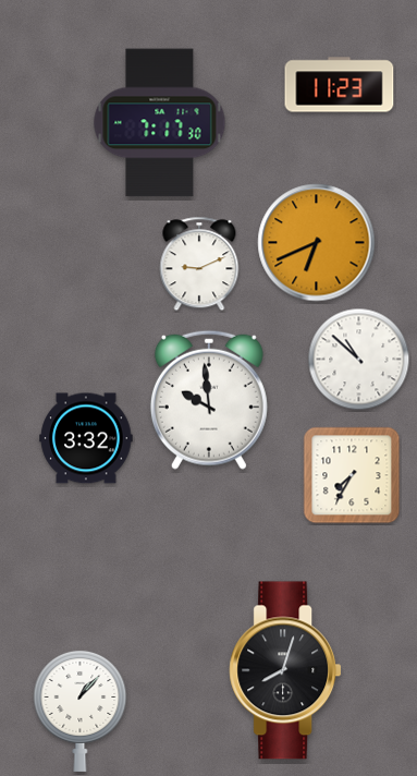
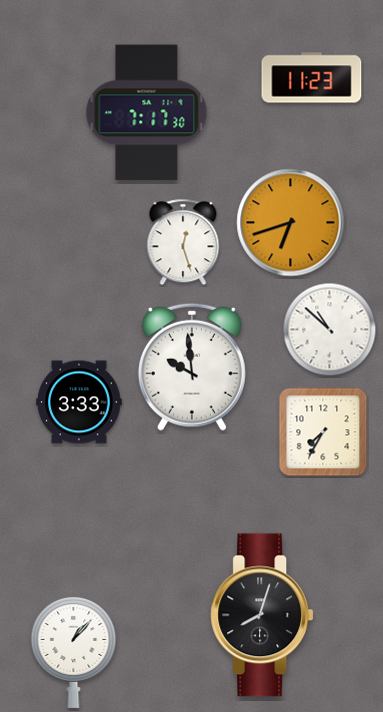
clock at (317, 243): 6:41 -> 6:42
clock at (199, 264): 9:11 -> 12:27
clock at (86, 438): 3:32 -> 3:33
clock at (352, 475) position: (352, 475) -> (323, 432)
